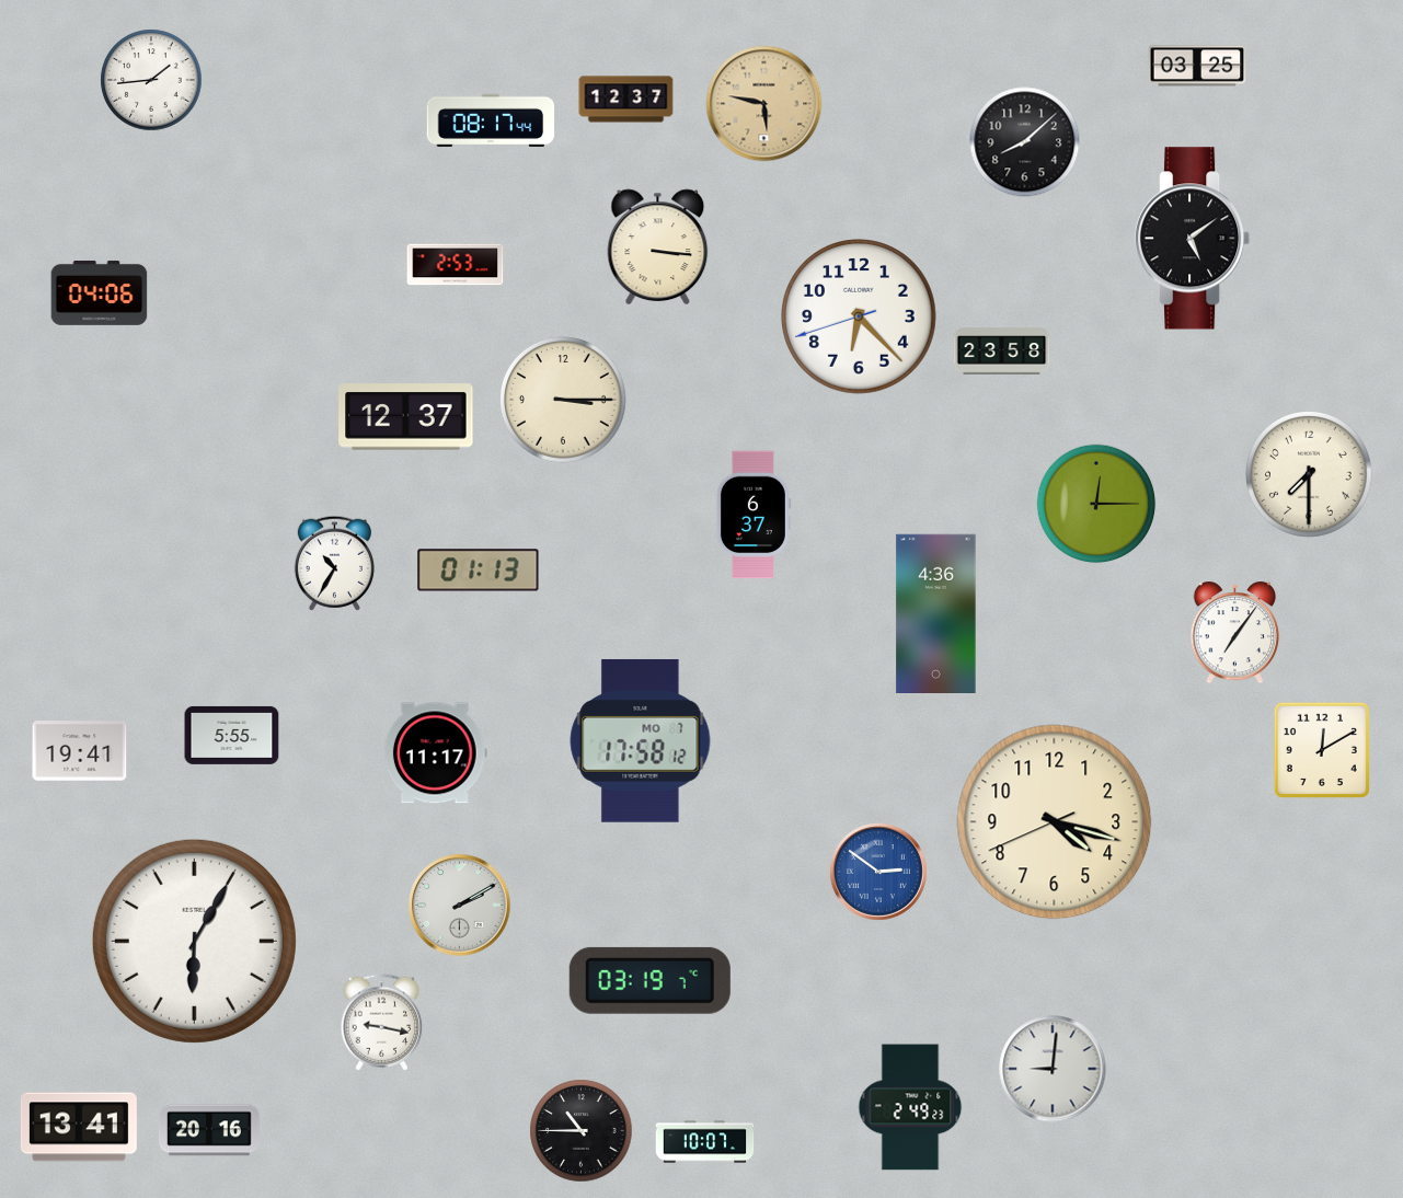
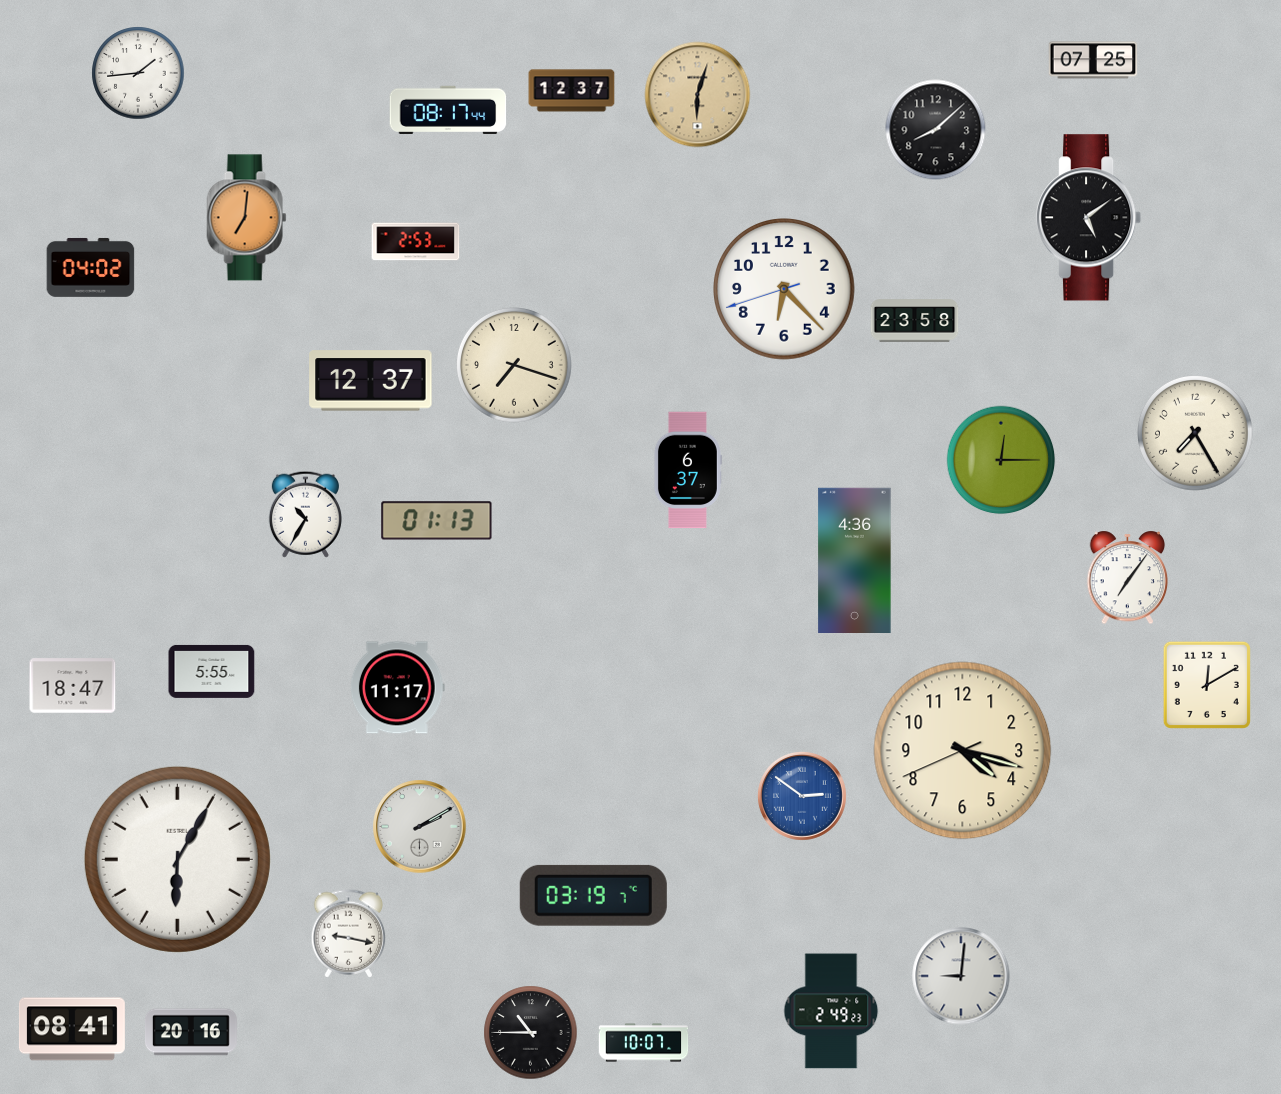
clock at (1197, 66): 03:25 -> 07:25
clock at (764, 104): 5:47 -> 6:03
clock at (247, 218): none -> 7:01
clock at (658, 246): 3:16 -> none
clock at (100, 292): 04:06 -> 04:02
clock at (564, 401): 3:15 -> 7:18
clock at (1310, 475): 7:30 -> 7:25
clock at (641, 740): 17:58 -> none
clock at (80, 751): 19:41 -> 18:47
clock at (79, 1127): 13:41 -> 08:41
